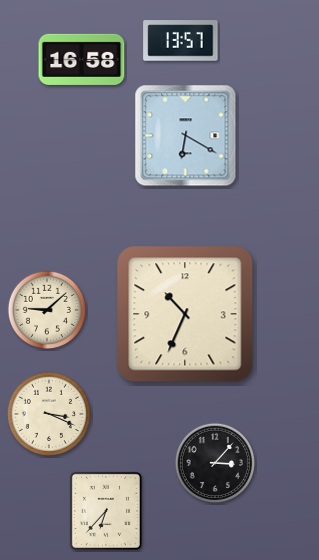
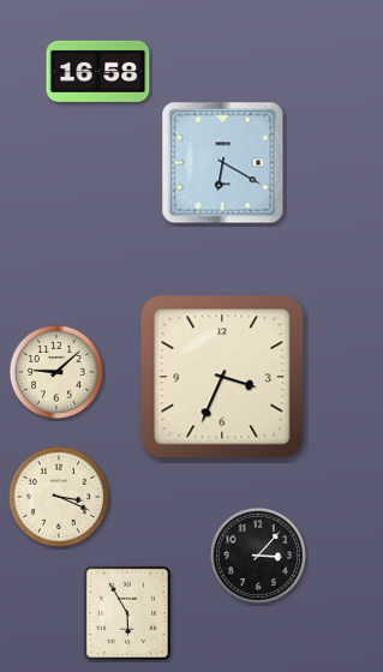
clock at (181, 41): 13:57 -> none
clock at (185, 314): 10:34 -> 3:34
clock at (106, 511): 6:37 -> 5:55
